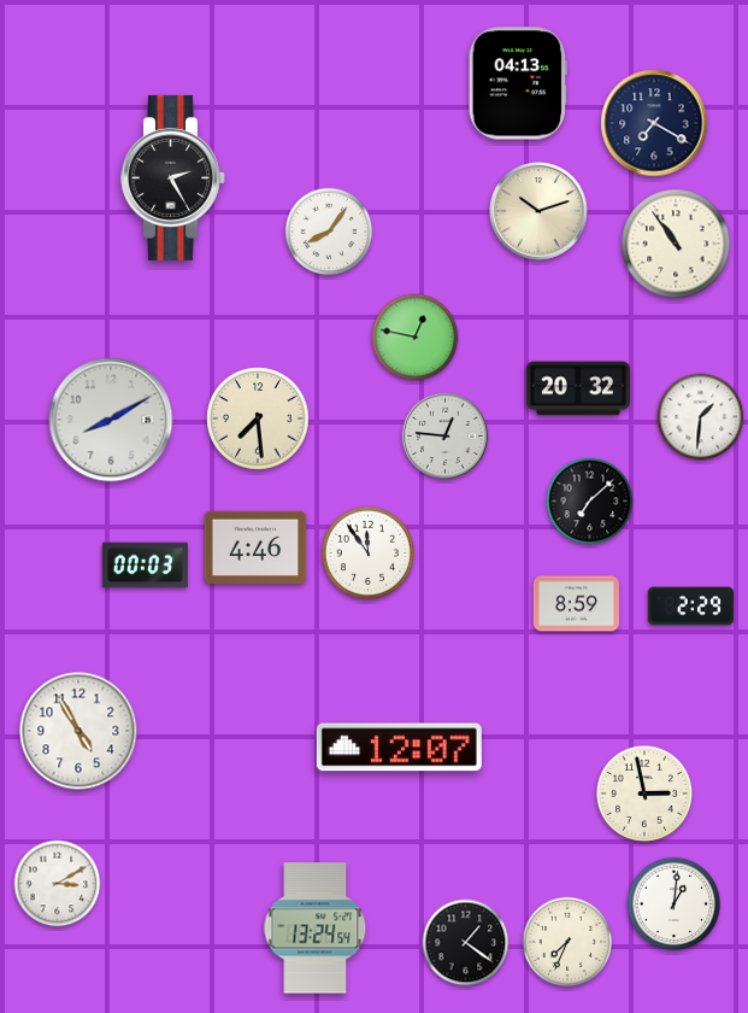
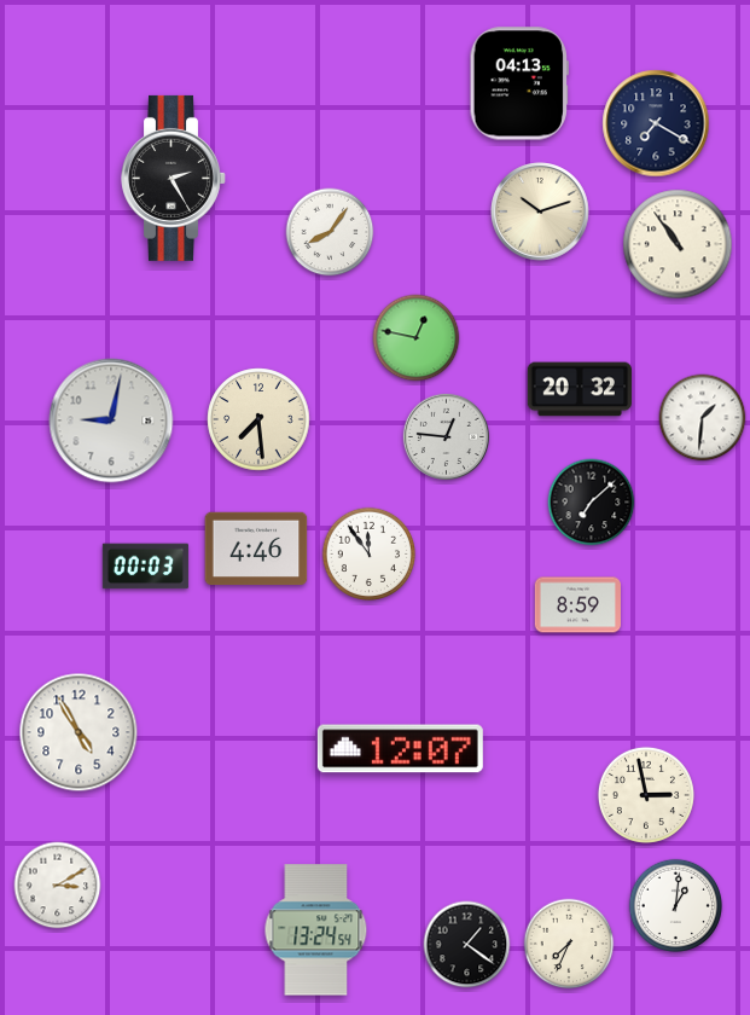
clock at (111, 420): 8:10 -> 9:02
clock at (690, 607): 2:29 -> none
